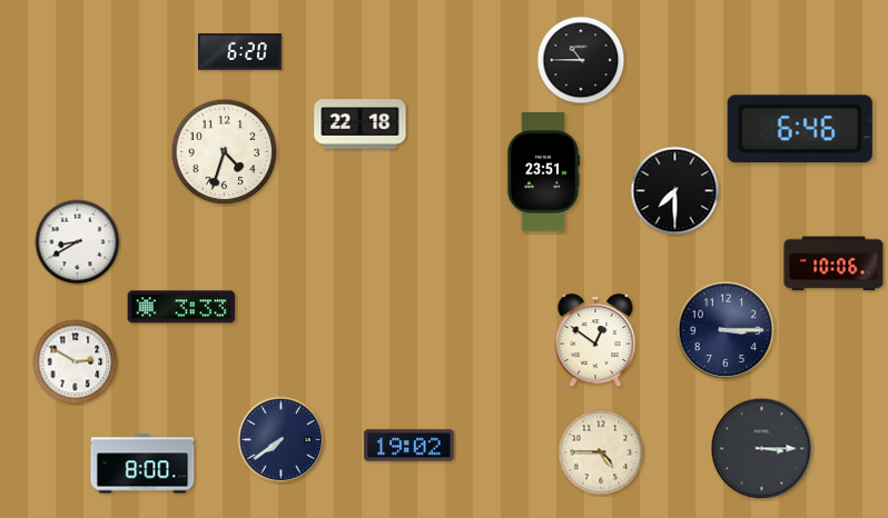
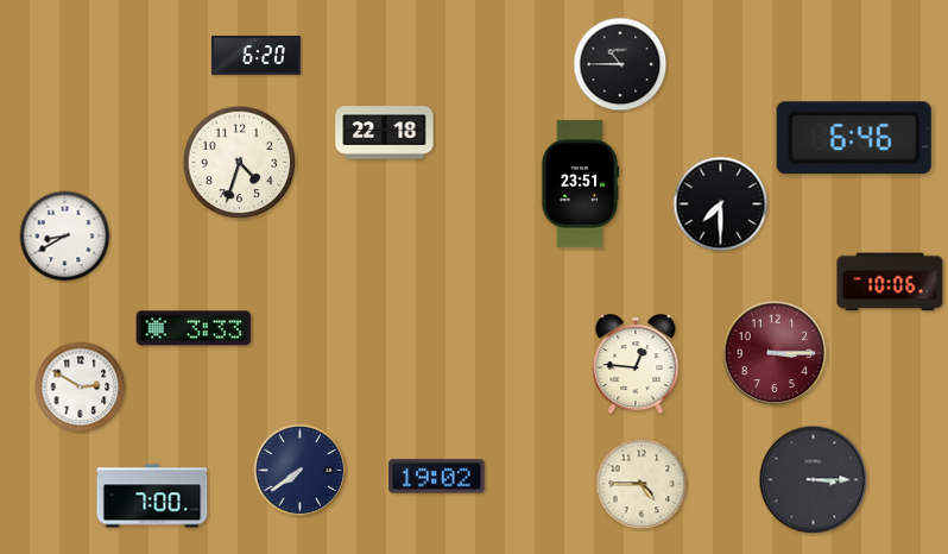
clock at (78, 242) position: (78, 242) -> (65, 237)
clock at (726, 330) dial: navy -> burgundy
clock at (595, 341): 12:51 -> 12:46
clock at (142, 464): 8:00 -> 7:00
